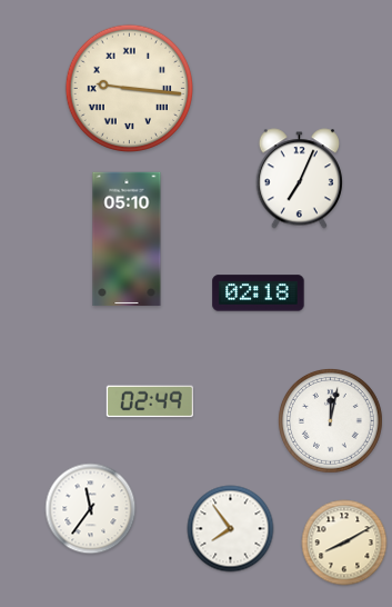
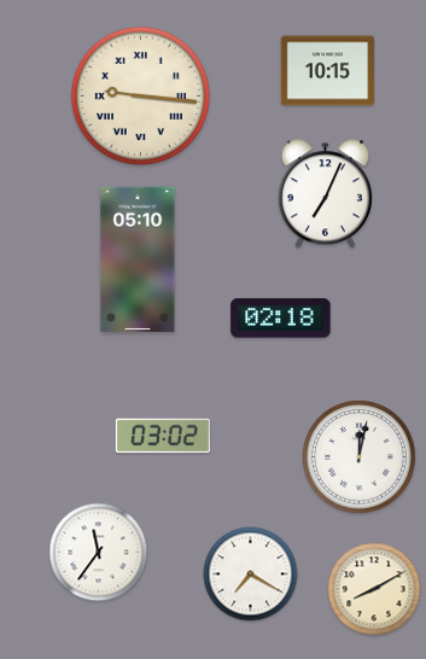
clock at (328, 71): none -> 10:15
clock at (150, 401): 02:49 -> 03:02
clock at (231, 529): 7:54 -> 7:20
